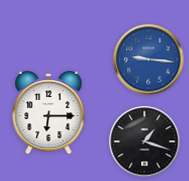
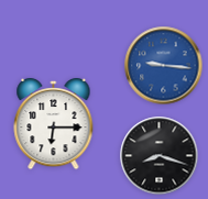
clock at (145, 142): 1:18 -> 8:18
